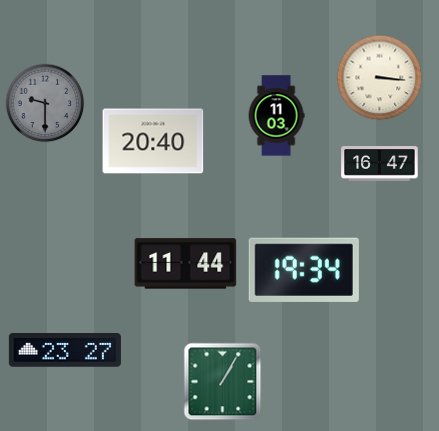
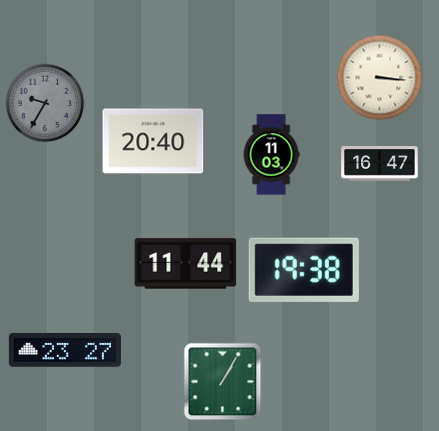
clock at (45, 103): 9:30 -> 9:35
clock at (276, 116) position: (276, 116) -> (271, 155)
clock at (304, 270): 19:34 -> 19:38
